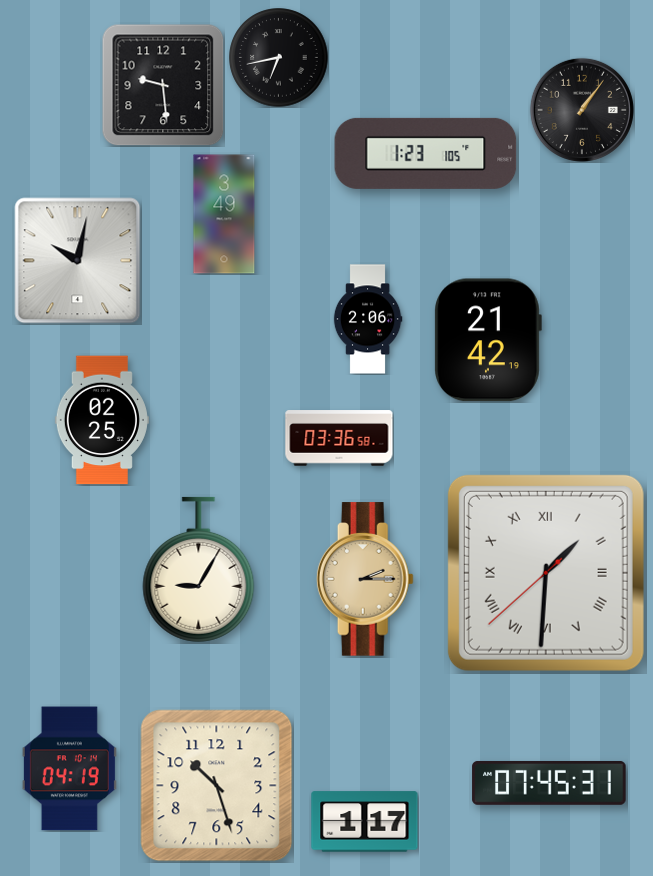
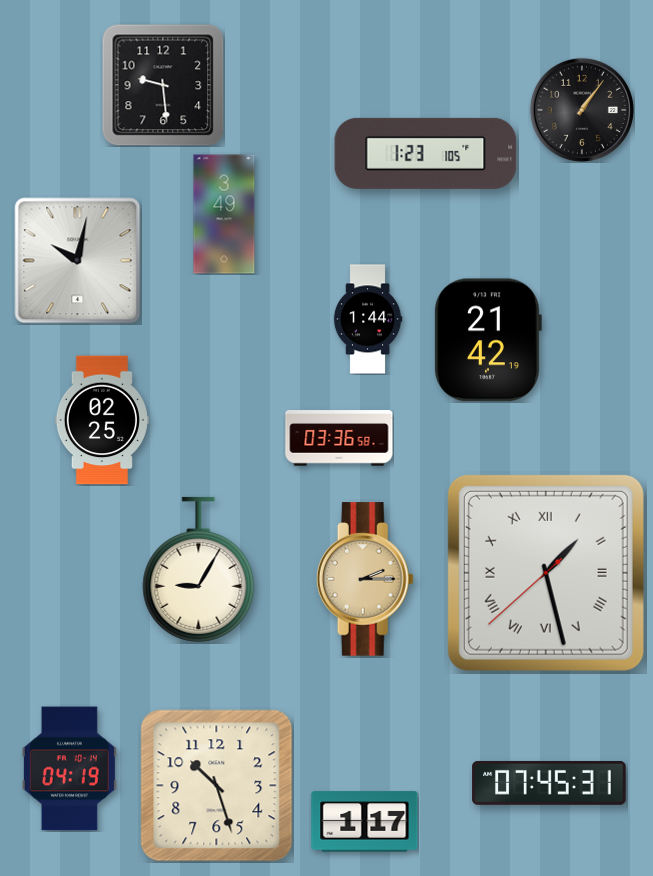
clock at (279, 58): 6:43 -> none
clock at (368, 319): 2:06 -> 1:44
clock at (546, 573): 1:30 -> 1:27
